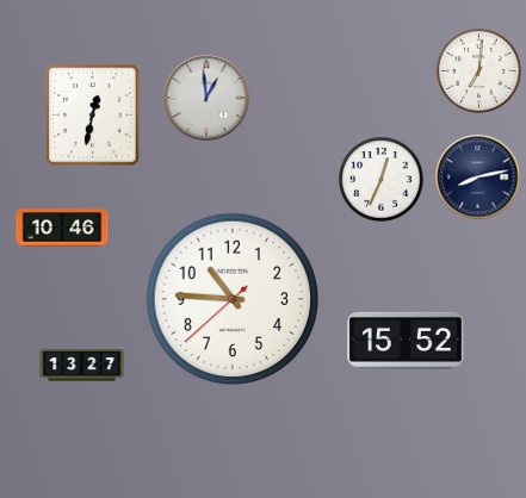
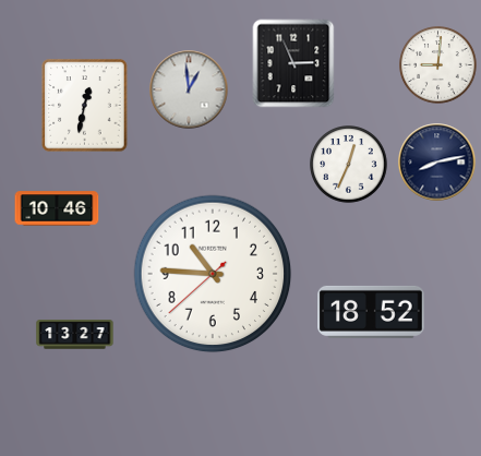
clock at (293, 63): none -> 2:56
clock at (479, 71): 7:01 -> 9:01
clock at (406, 341): 15:52 -> 18:52
